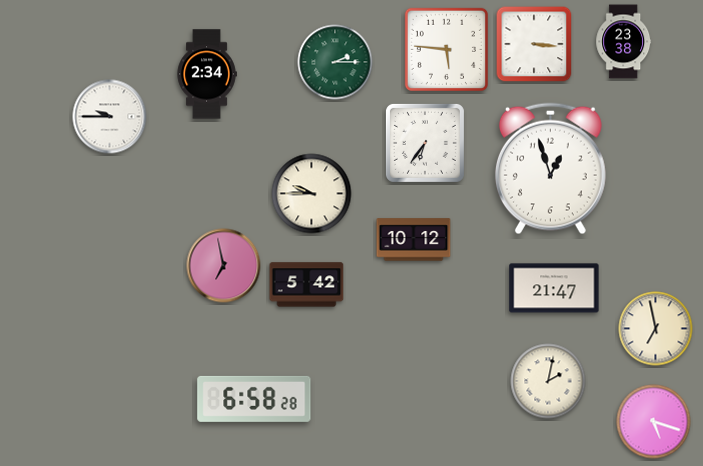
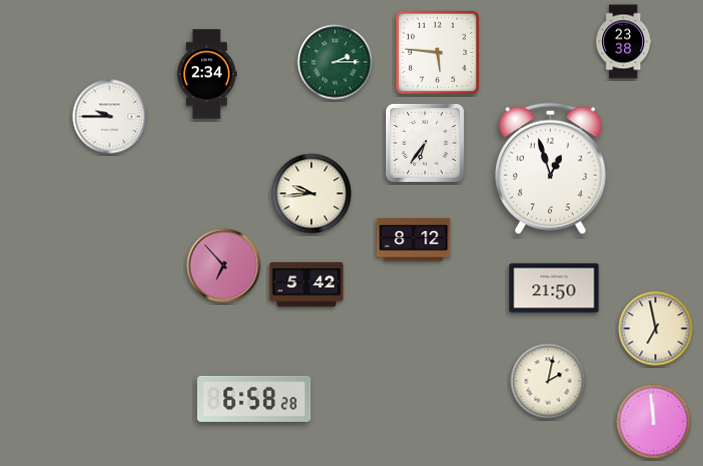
clock at (534, 44): 3:16 -> none
clock at (446, 49) position: (446, 49) -> (437, 52)
clock at (312, 194): 9:45 -> 9:44
clock at (414, 240): 10:12 -> 8:12
clock at (224, 266): 6:58 -> 6:53
clock at (554, 288): 21:47 -> 21:50
clock at (654, 422): 5:18 -> 11:59
